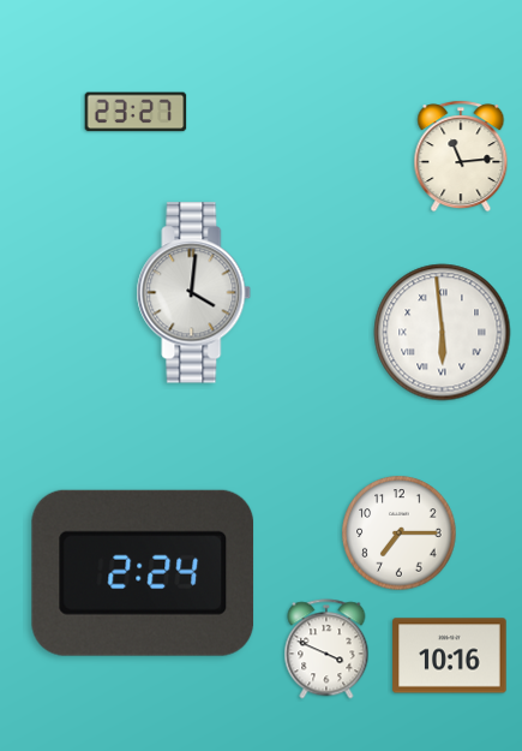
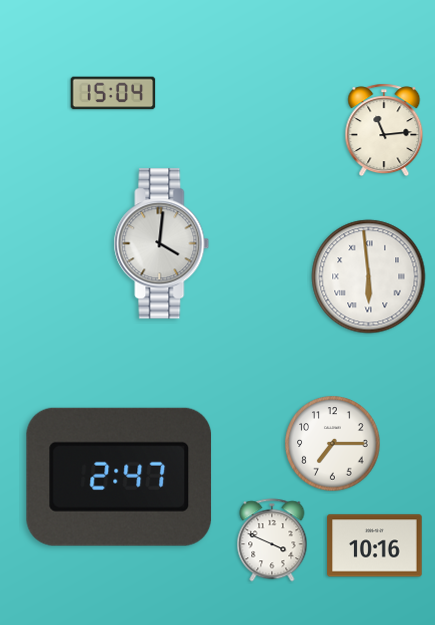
clock at (136, 112): 23:27 -> 15:04
clock at (143, 573): 2:24 -> 2:47
